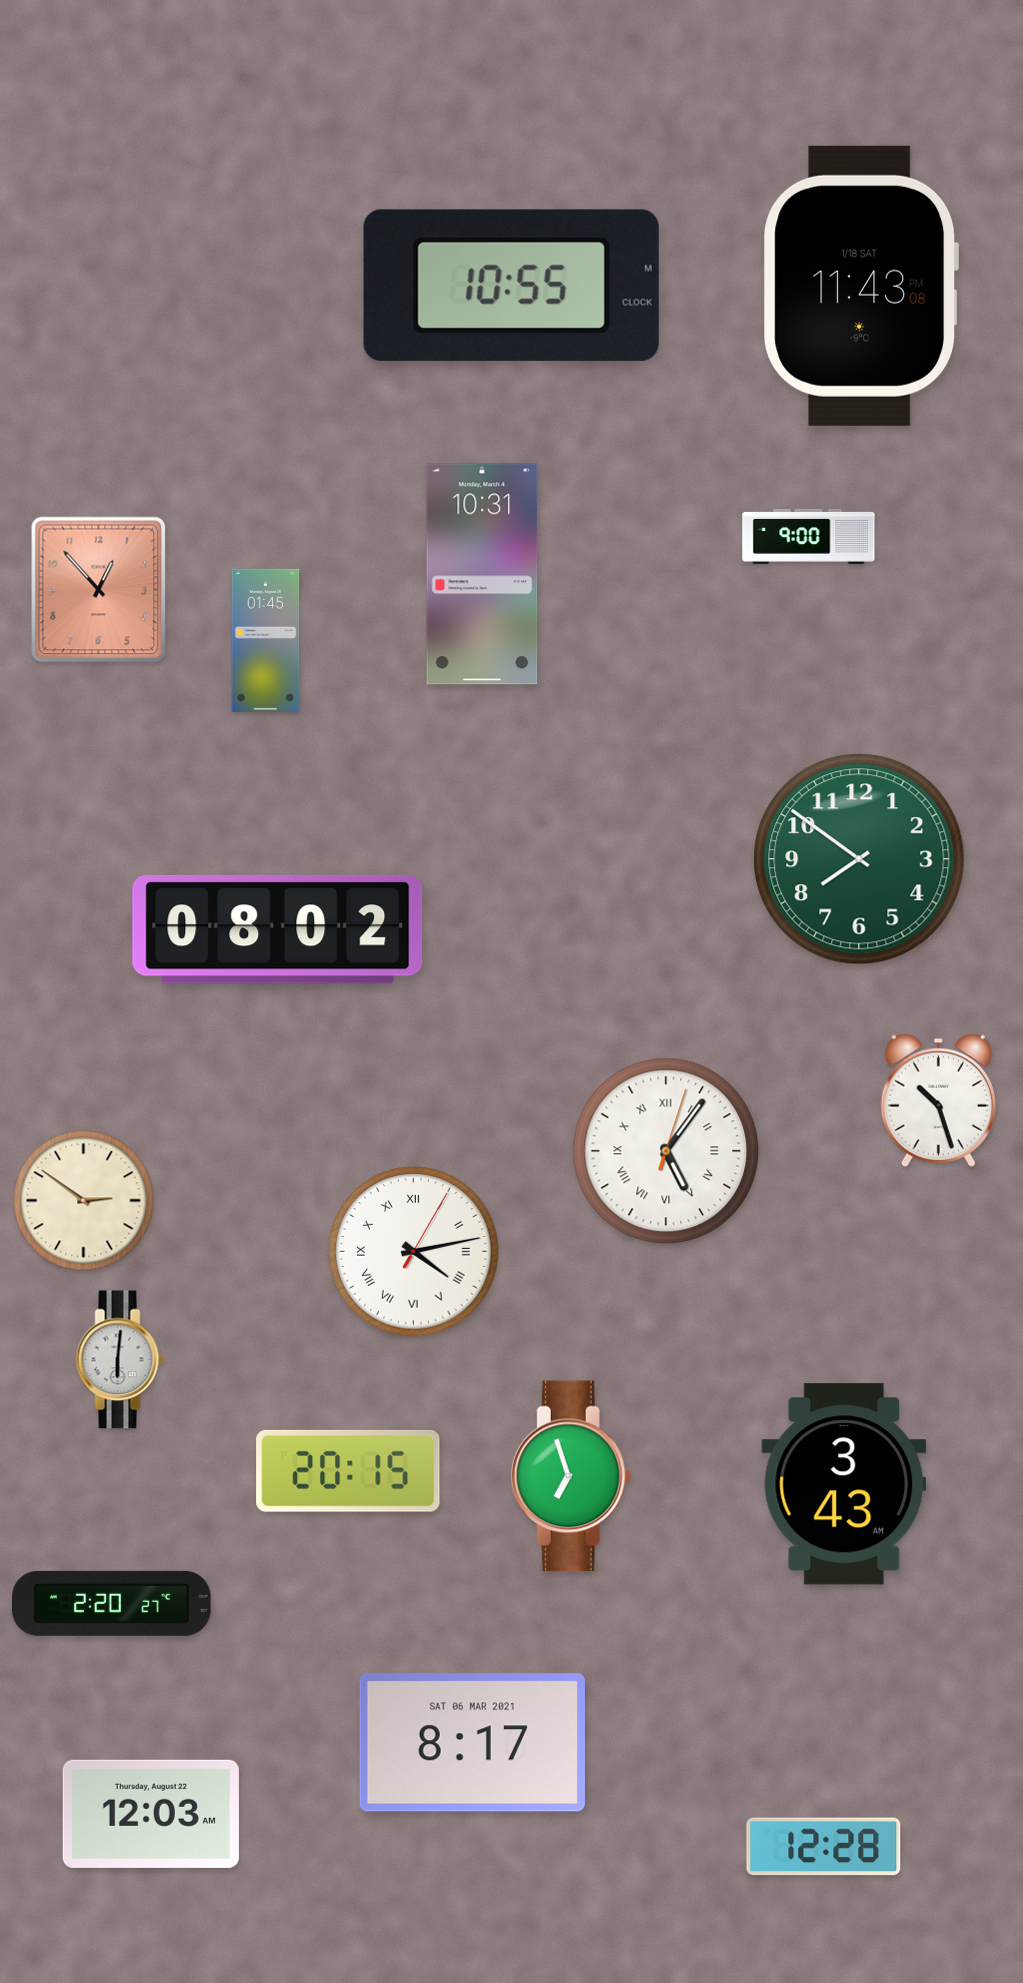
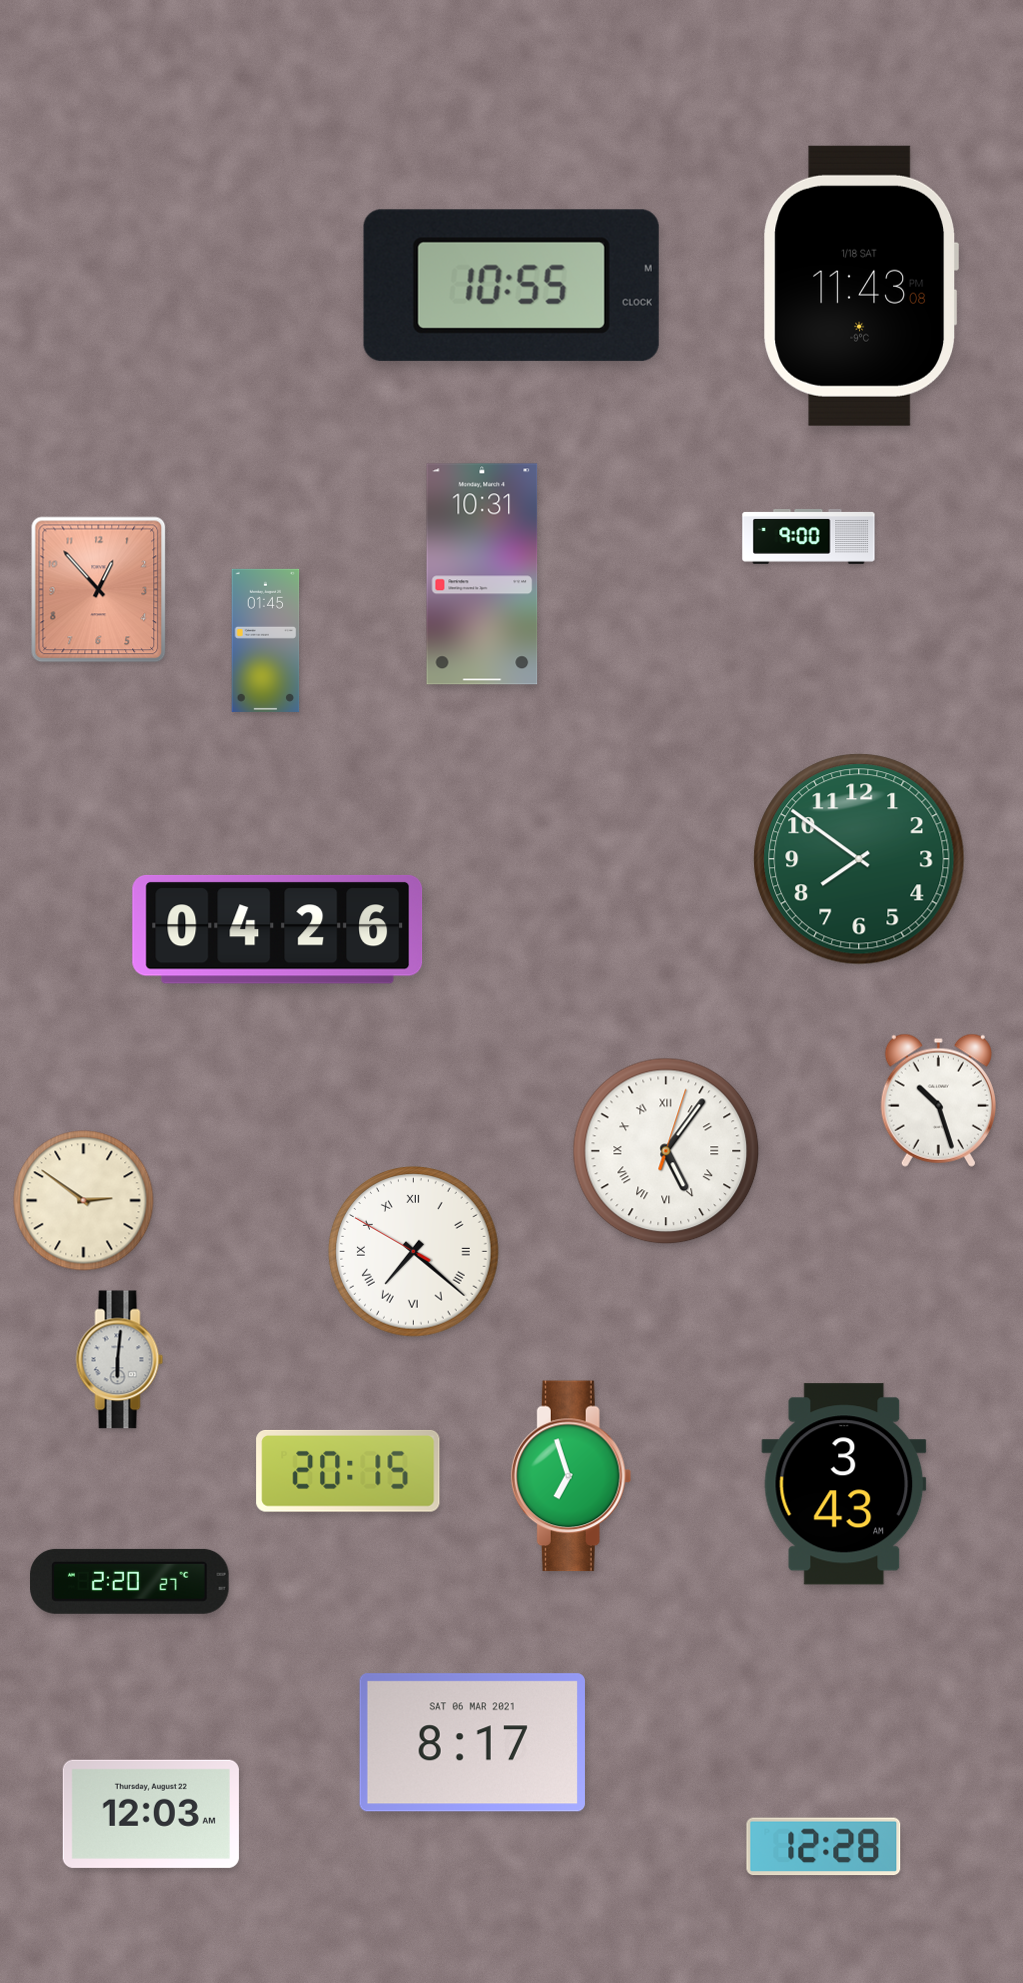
clock at (278, 929): 08:02 -> 04:26
clock at (414, 1252): 4:13 -> 7:21
clock at (112, 1603) position: (112, 1603) -> (130, 1581)
